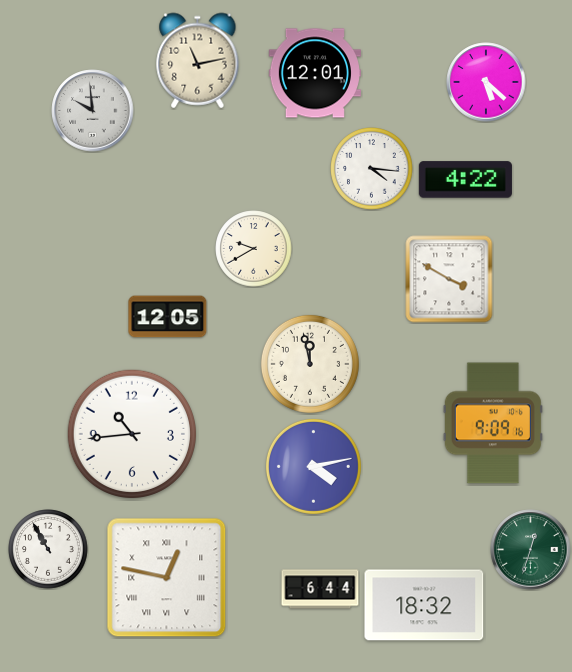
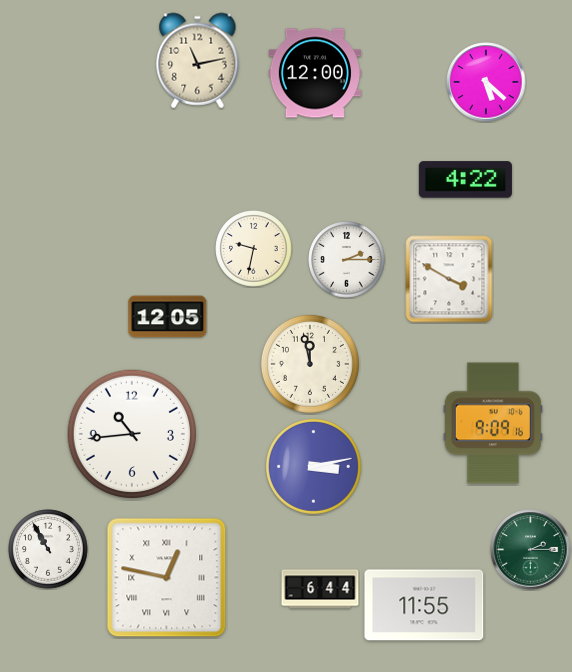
clock at (314, 73): 12:01 -> 12:00
clock at (93, 111): 9:59 -> none
clock at (372, 169): 4:16 -> none
clock at (254, 249): 9:40 -> 9:32
clock at (347, 260): none -> 2:15
clock at (313, 466): 4:13 -> 3:13
clock at (531, 550): 12:33 -> 2:15
clock at (424, 605): 18:32 -> 11:55
